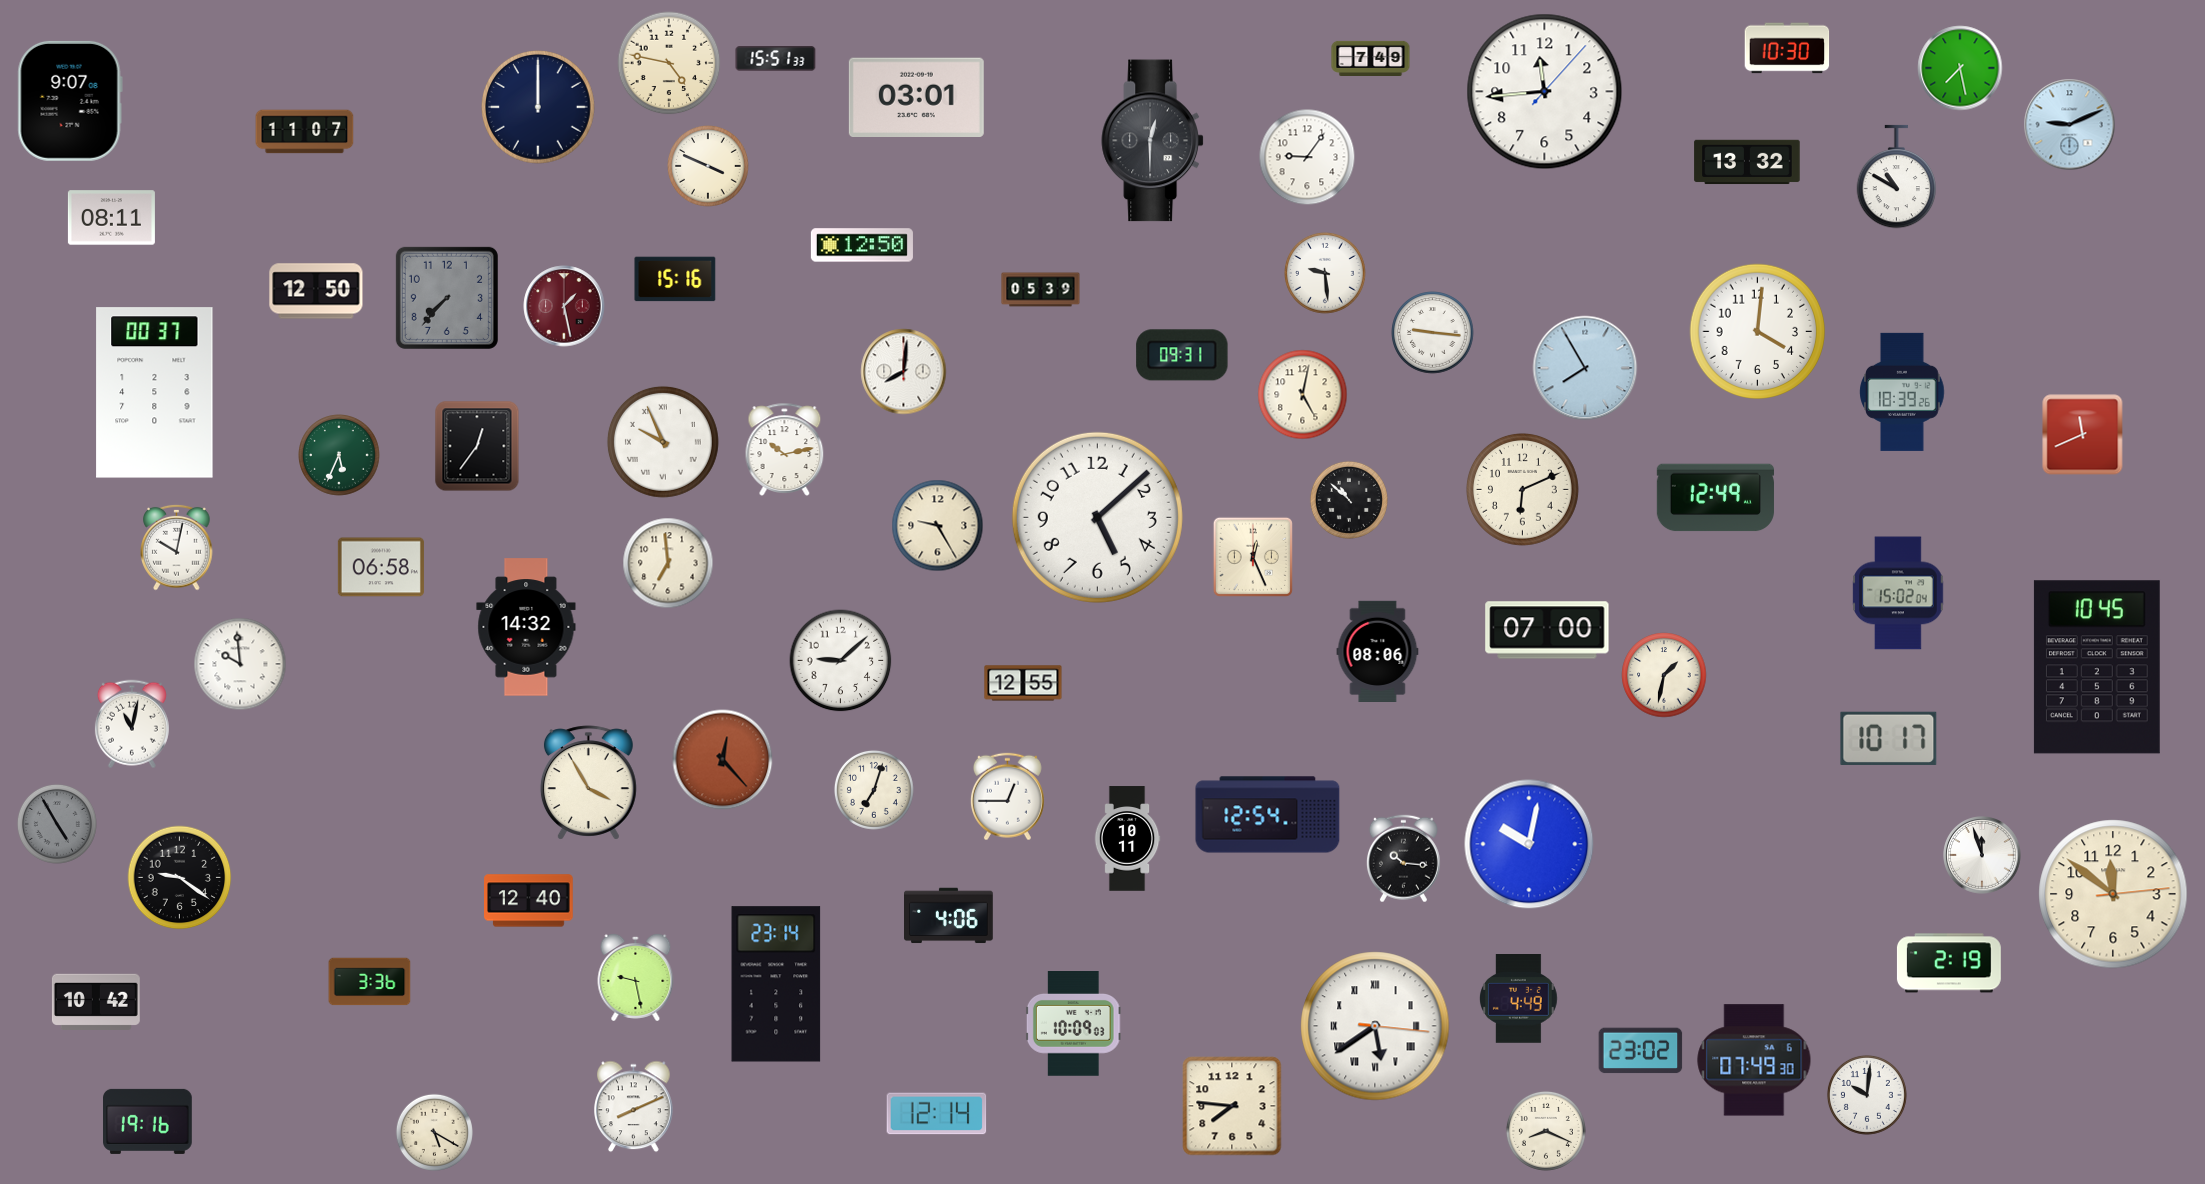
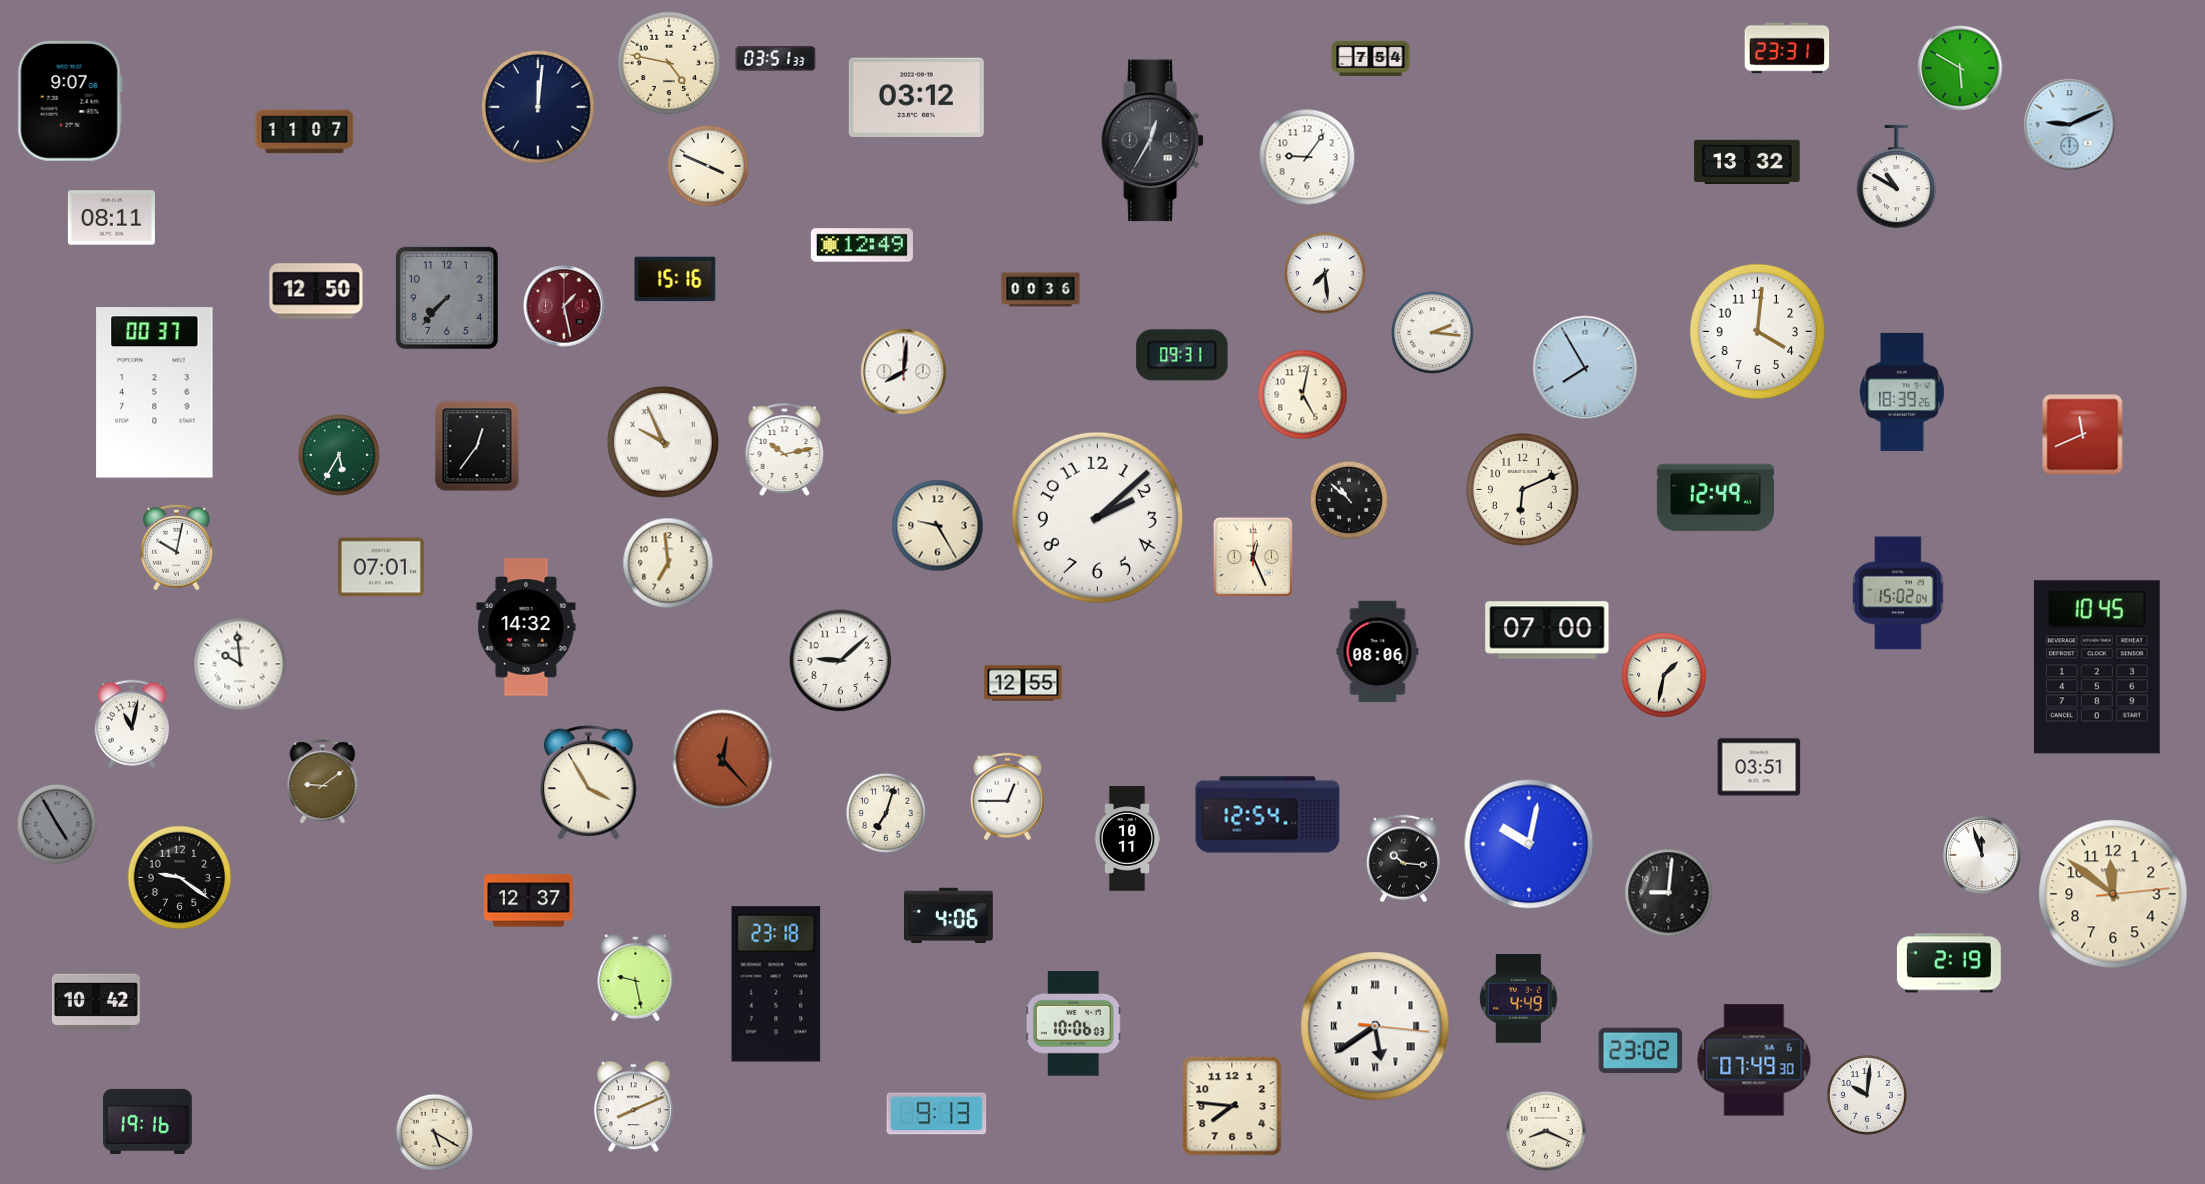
clock at (1787, 48): 10:30 -> 23:31
clock at (1371, 58): 7:49 -> 7:54
clock at (776, 59): 15:51 -> 03:51
clock at (1960, 68): 7:28 -> 5:50
clock at (1545, 92): 11:44 -> none
clock at (916, 97): 03:01 -> 03:12
clock at (539, 108): 12:00 -> 12:01
clock at (1152, 141): 12:30 -> 12:35
clock at (862, 245): 12:50 -> 12:49
clock at (1326, 274): 9:29 -> 7:29
clock at (1041, 290): 05:39 -> 00:36
clock at (1433, 333): 9:16 -> 2:16
clock at (340, 456): 5:34 -> 5:35
clock at (1097, 517): 5:08 -> 2:08
clock at (381, 567): 06:58 -> 07:01
clock at (1889, 738): 10:17 -> none
clock at (1759, 767): none -> 03:51
clock at (323, 782): none -> 9:09
clock at (874, 790) position: (874, 790) -> (886, 813)
clock at (1669, 893): none -> 9:01
clock at (529, 901): 12:40 -> 12:37
clock at (370, 982): 3:36 -> none
clock at (776, 984): 23:14 -> 23:18
clock at (1073, 1024): 10:09 -> 10:06
clock at (937, 1114): 12:14 -> 9:13
